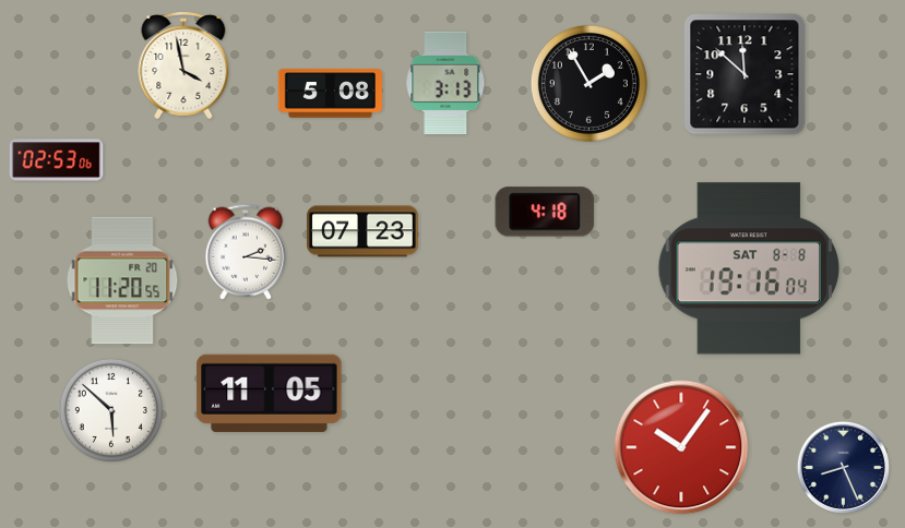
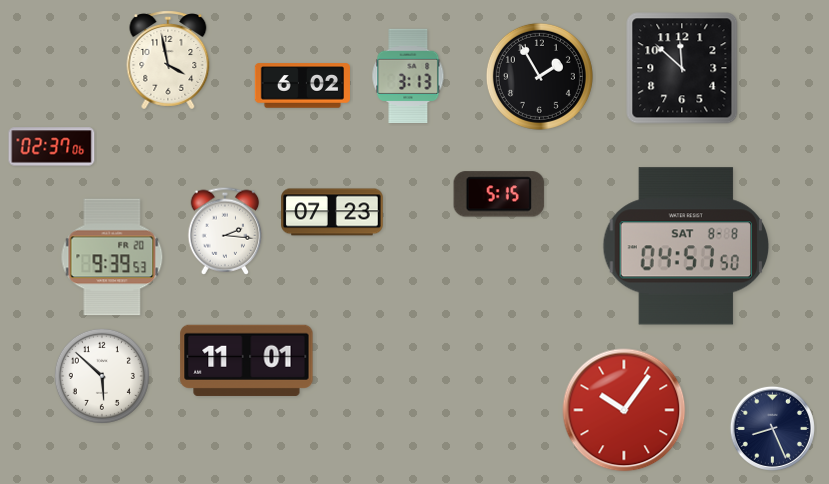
clock at (330, 94): 5:08 -> 6:02
clock at (57, 160): 02:53 -> 02:37
clock at (545, 212): 4:18 -> 5:15
clock at (749, 268): 19:16 -> 04:57
clock at (122, 280): 11:20 -> 9:39
clock at (270, 393): 11:05 -> 11:01
